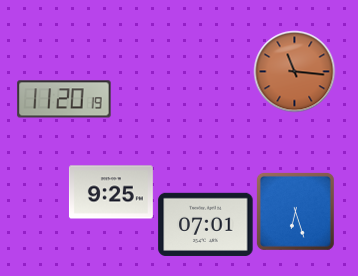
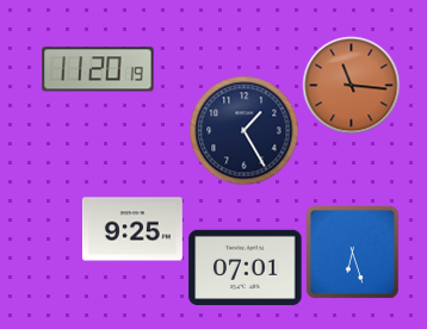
clock at (64, 99) position: (64, 99) -> (98, 69)
clock at (243, 130): none -> 1:25
